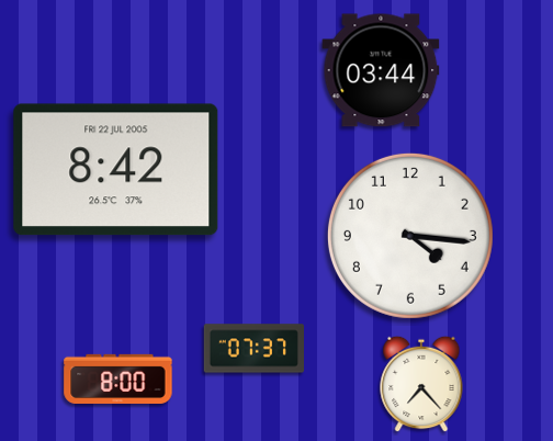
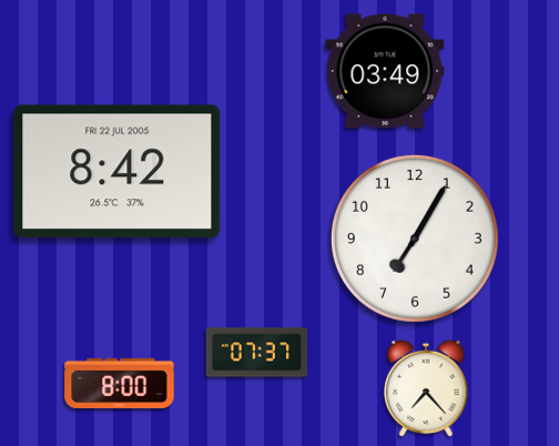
clock at (381, 70): 03:44 -> 03:49
clock at (410, 236): 4:16 -> 7:05
